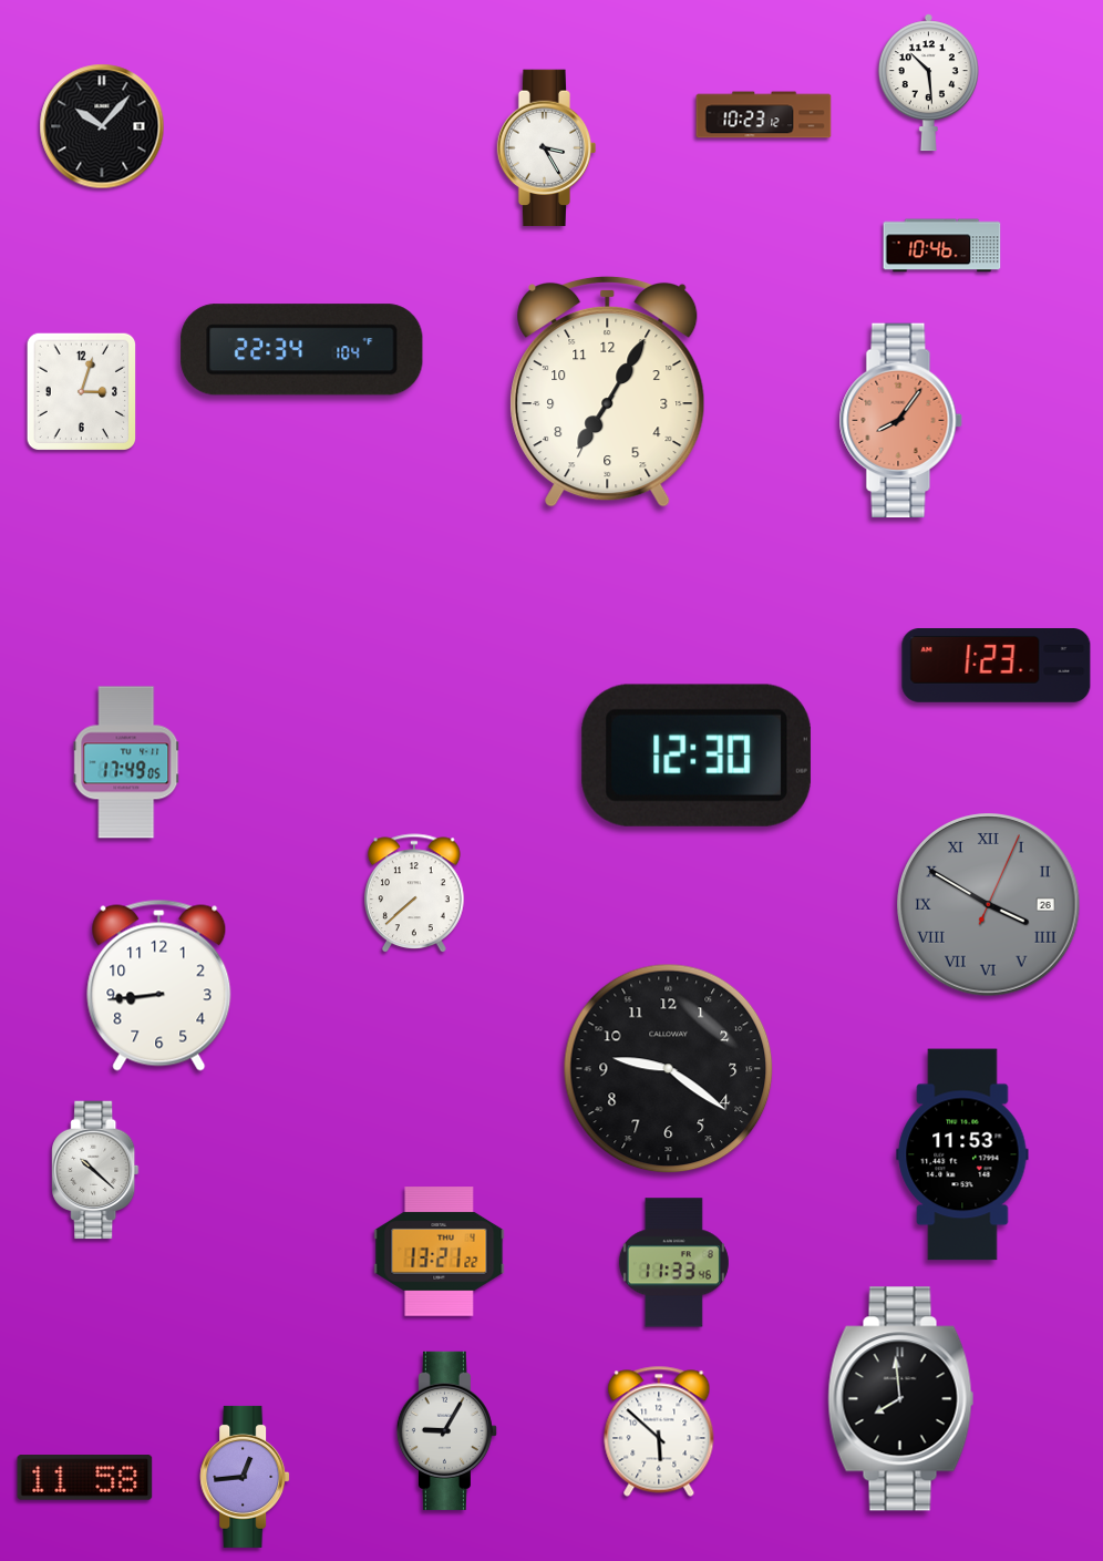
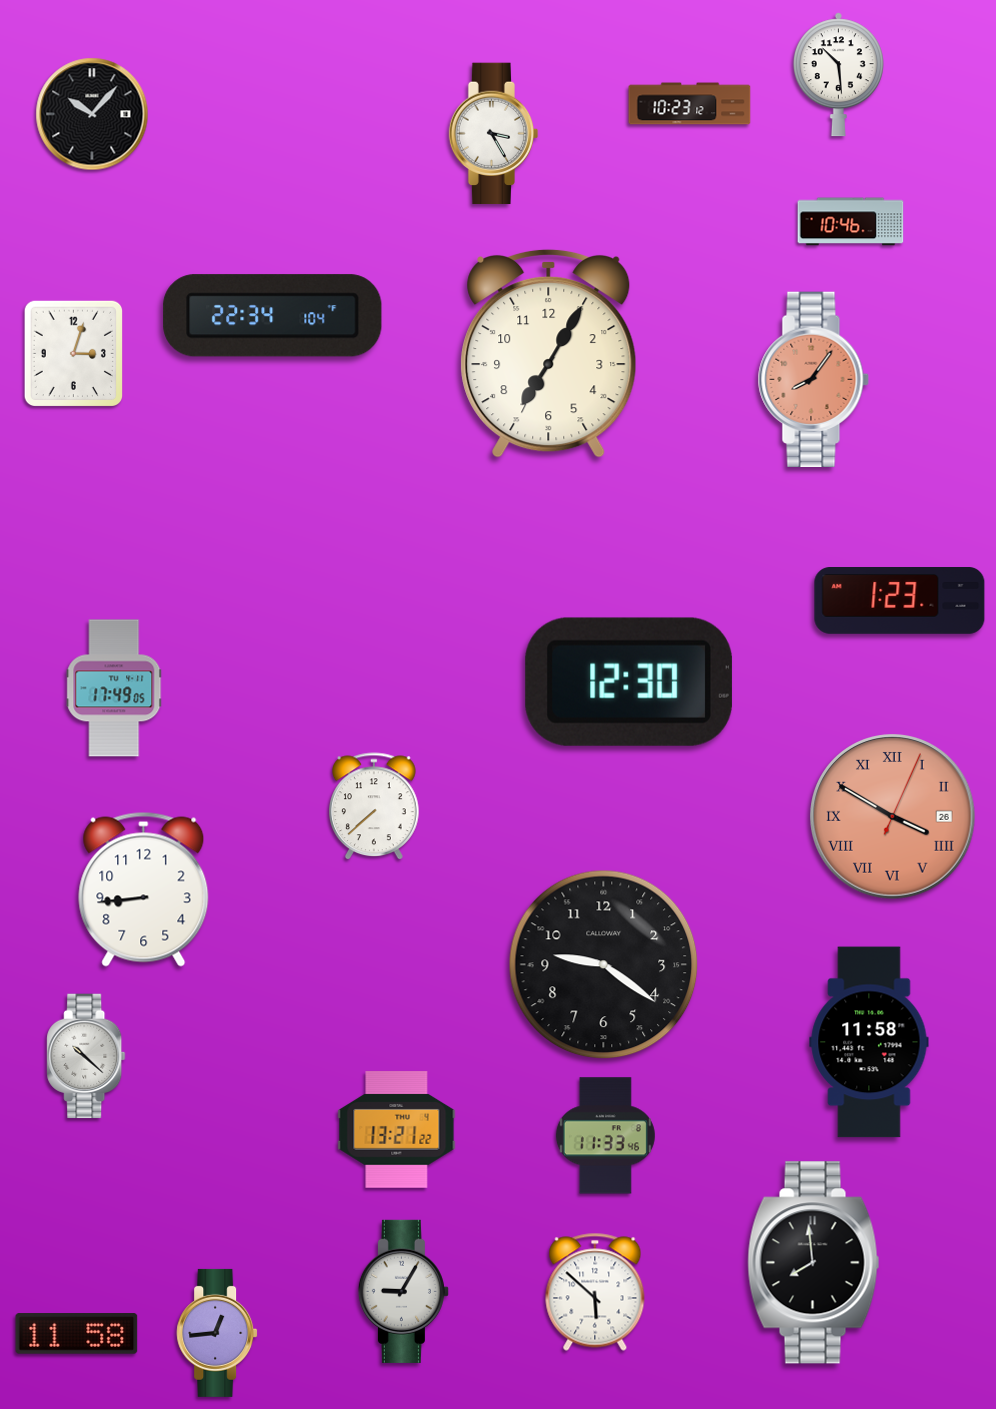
clock at (989, 905) dial: grey -> salmon
clock at (962, 1154): 11:53 -> 11:58
clock at (673, 1263) position: (673, 1263) -> (605, 1136)
clock at (245, 1477) position: (245, 1477) -> (217, 1333)
